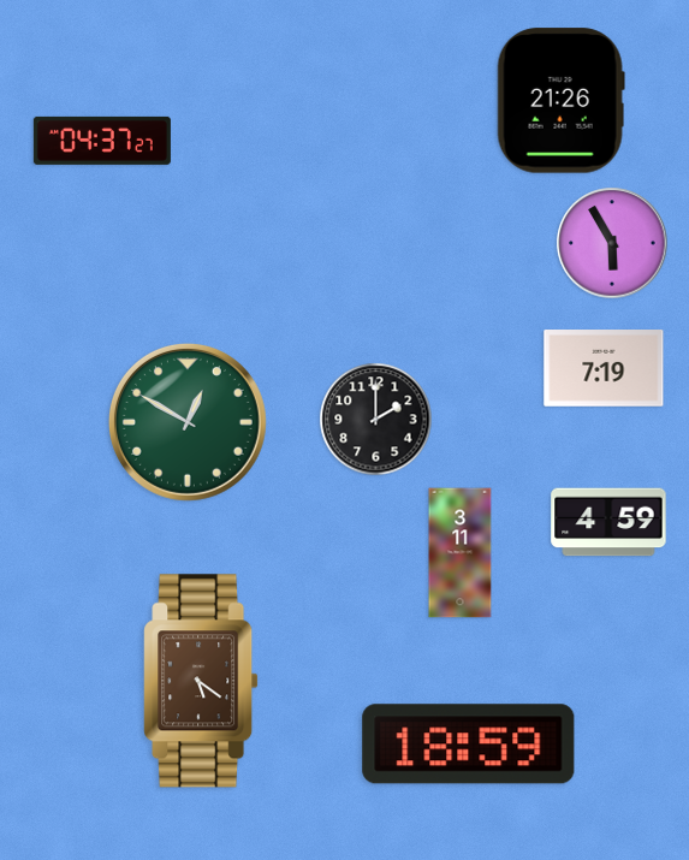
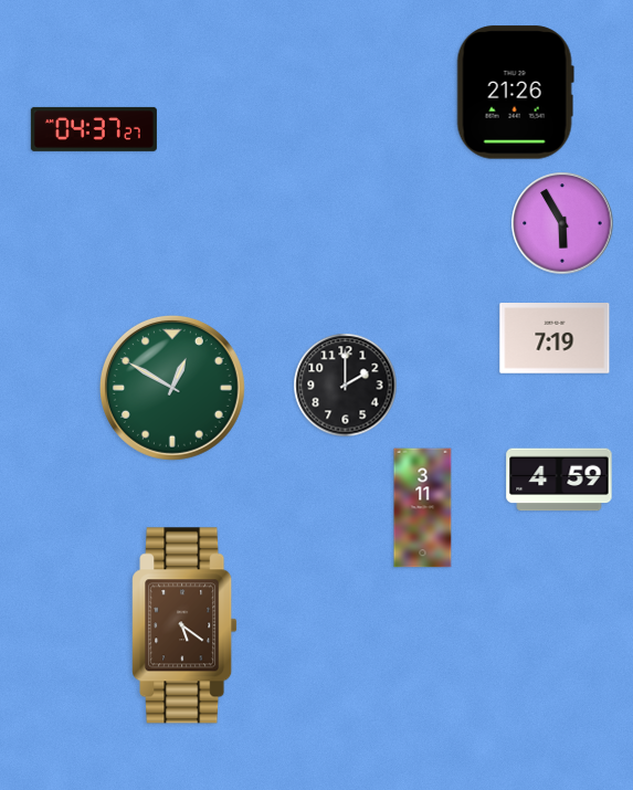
clock at (469, 745): 18:59 -> none
